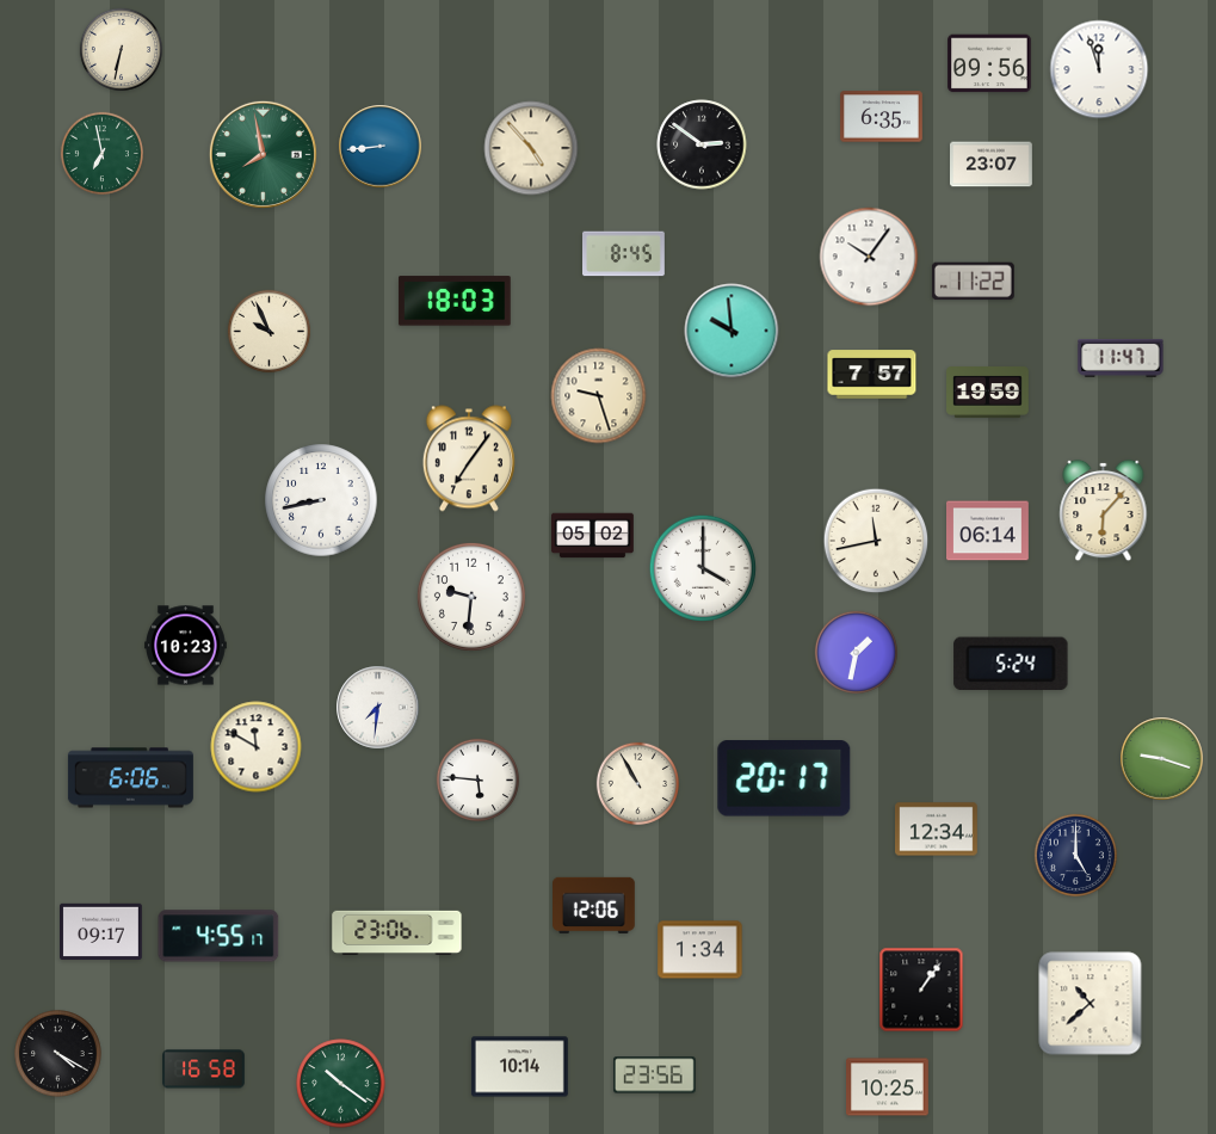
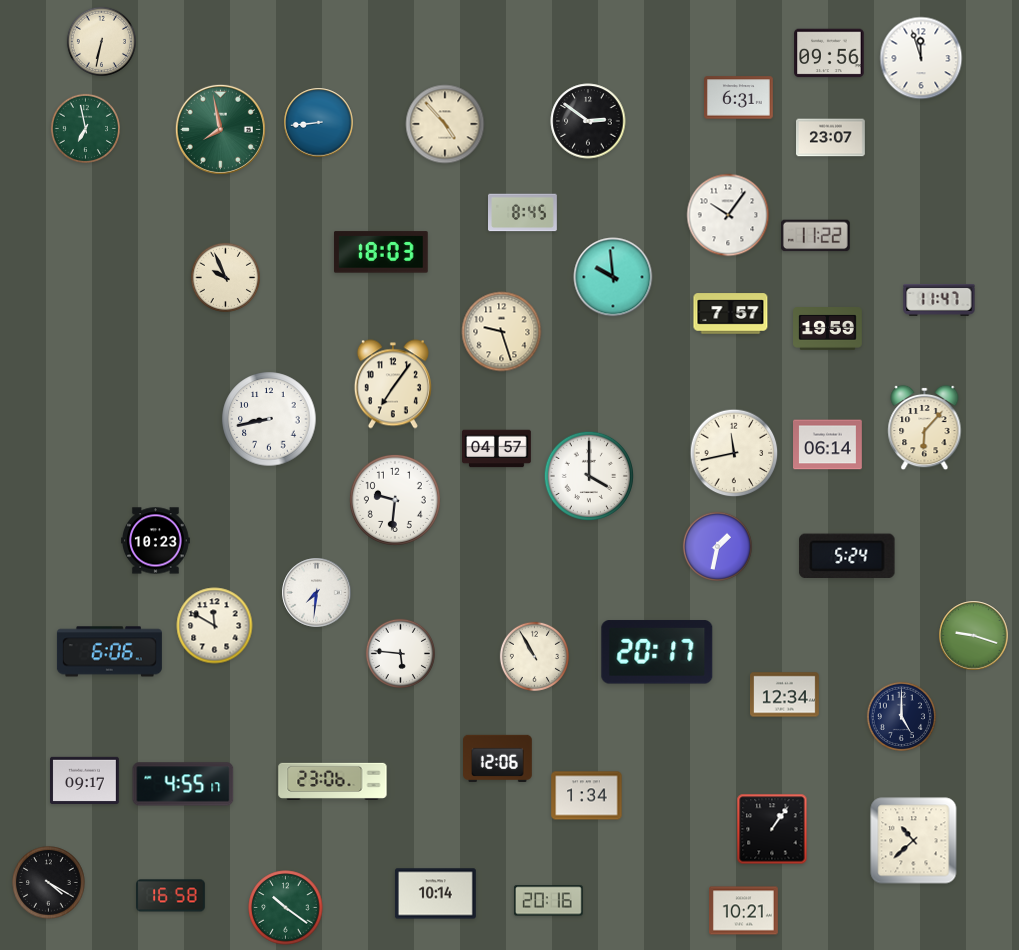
clock at (882, 117): 6:35 -> 6:31
clock at (593, 536): 05:02 -> 04:57
clock at (654, 1076): 23:56 -> 20:16
clock at (888, 1087): 10:25 -> 10:21
